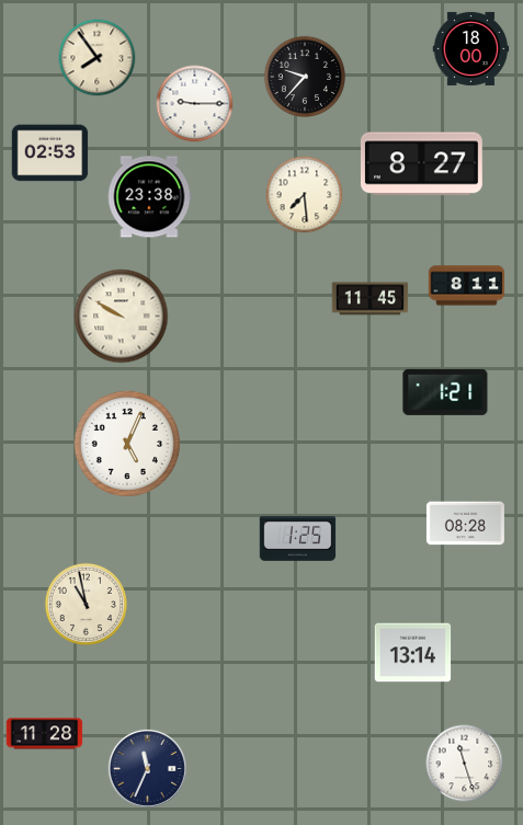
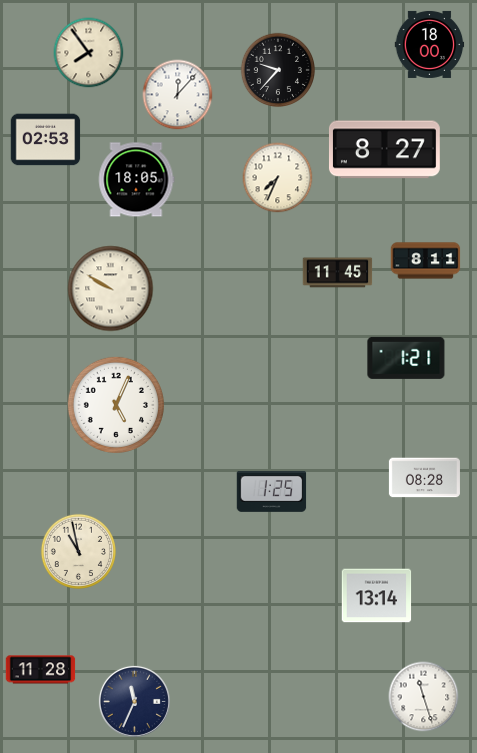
clock at (195, 104): 9:15 -> 12:07
clock at (305, 195): 7:29 -> 7:34
clock at (149, 197): 23:38 -> 18:05
